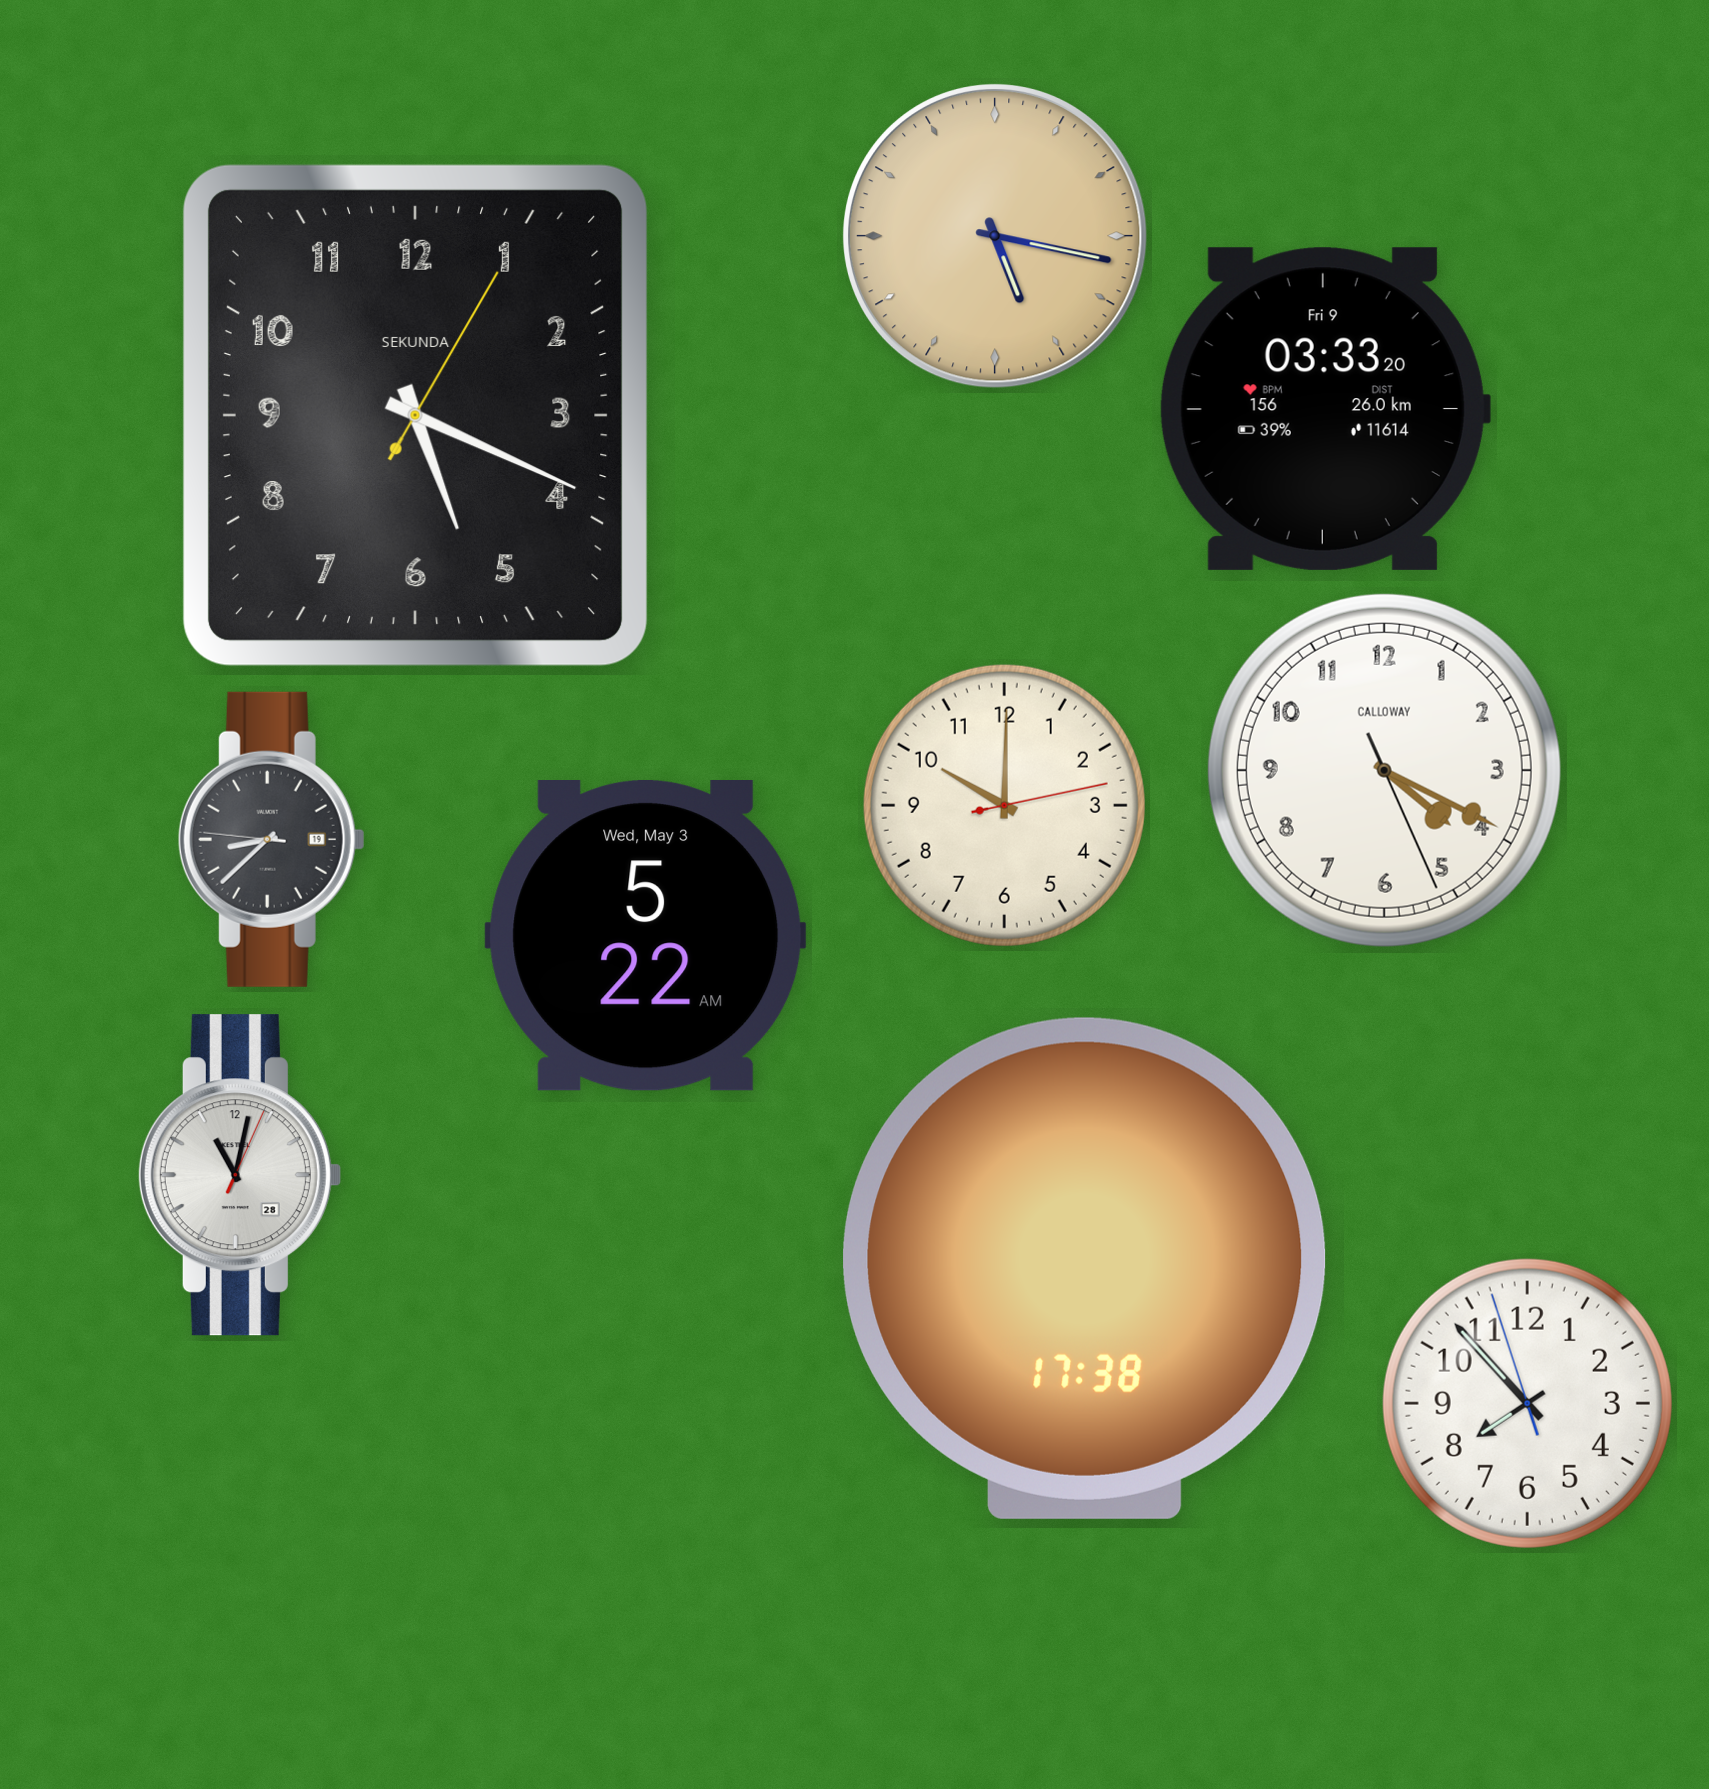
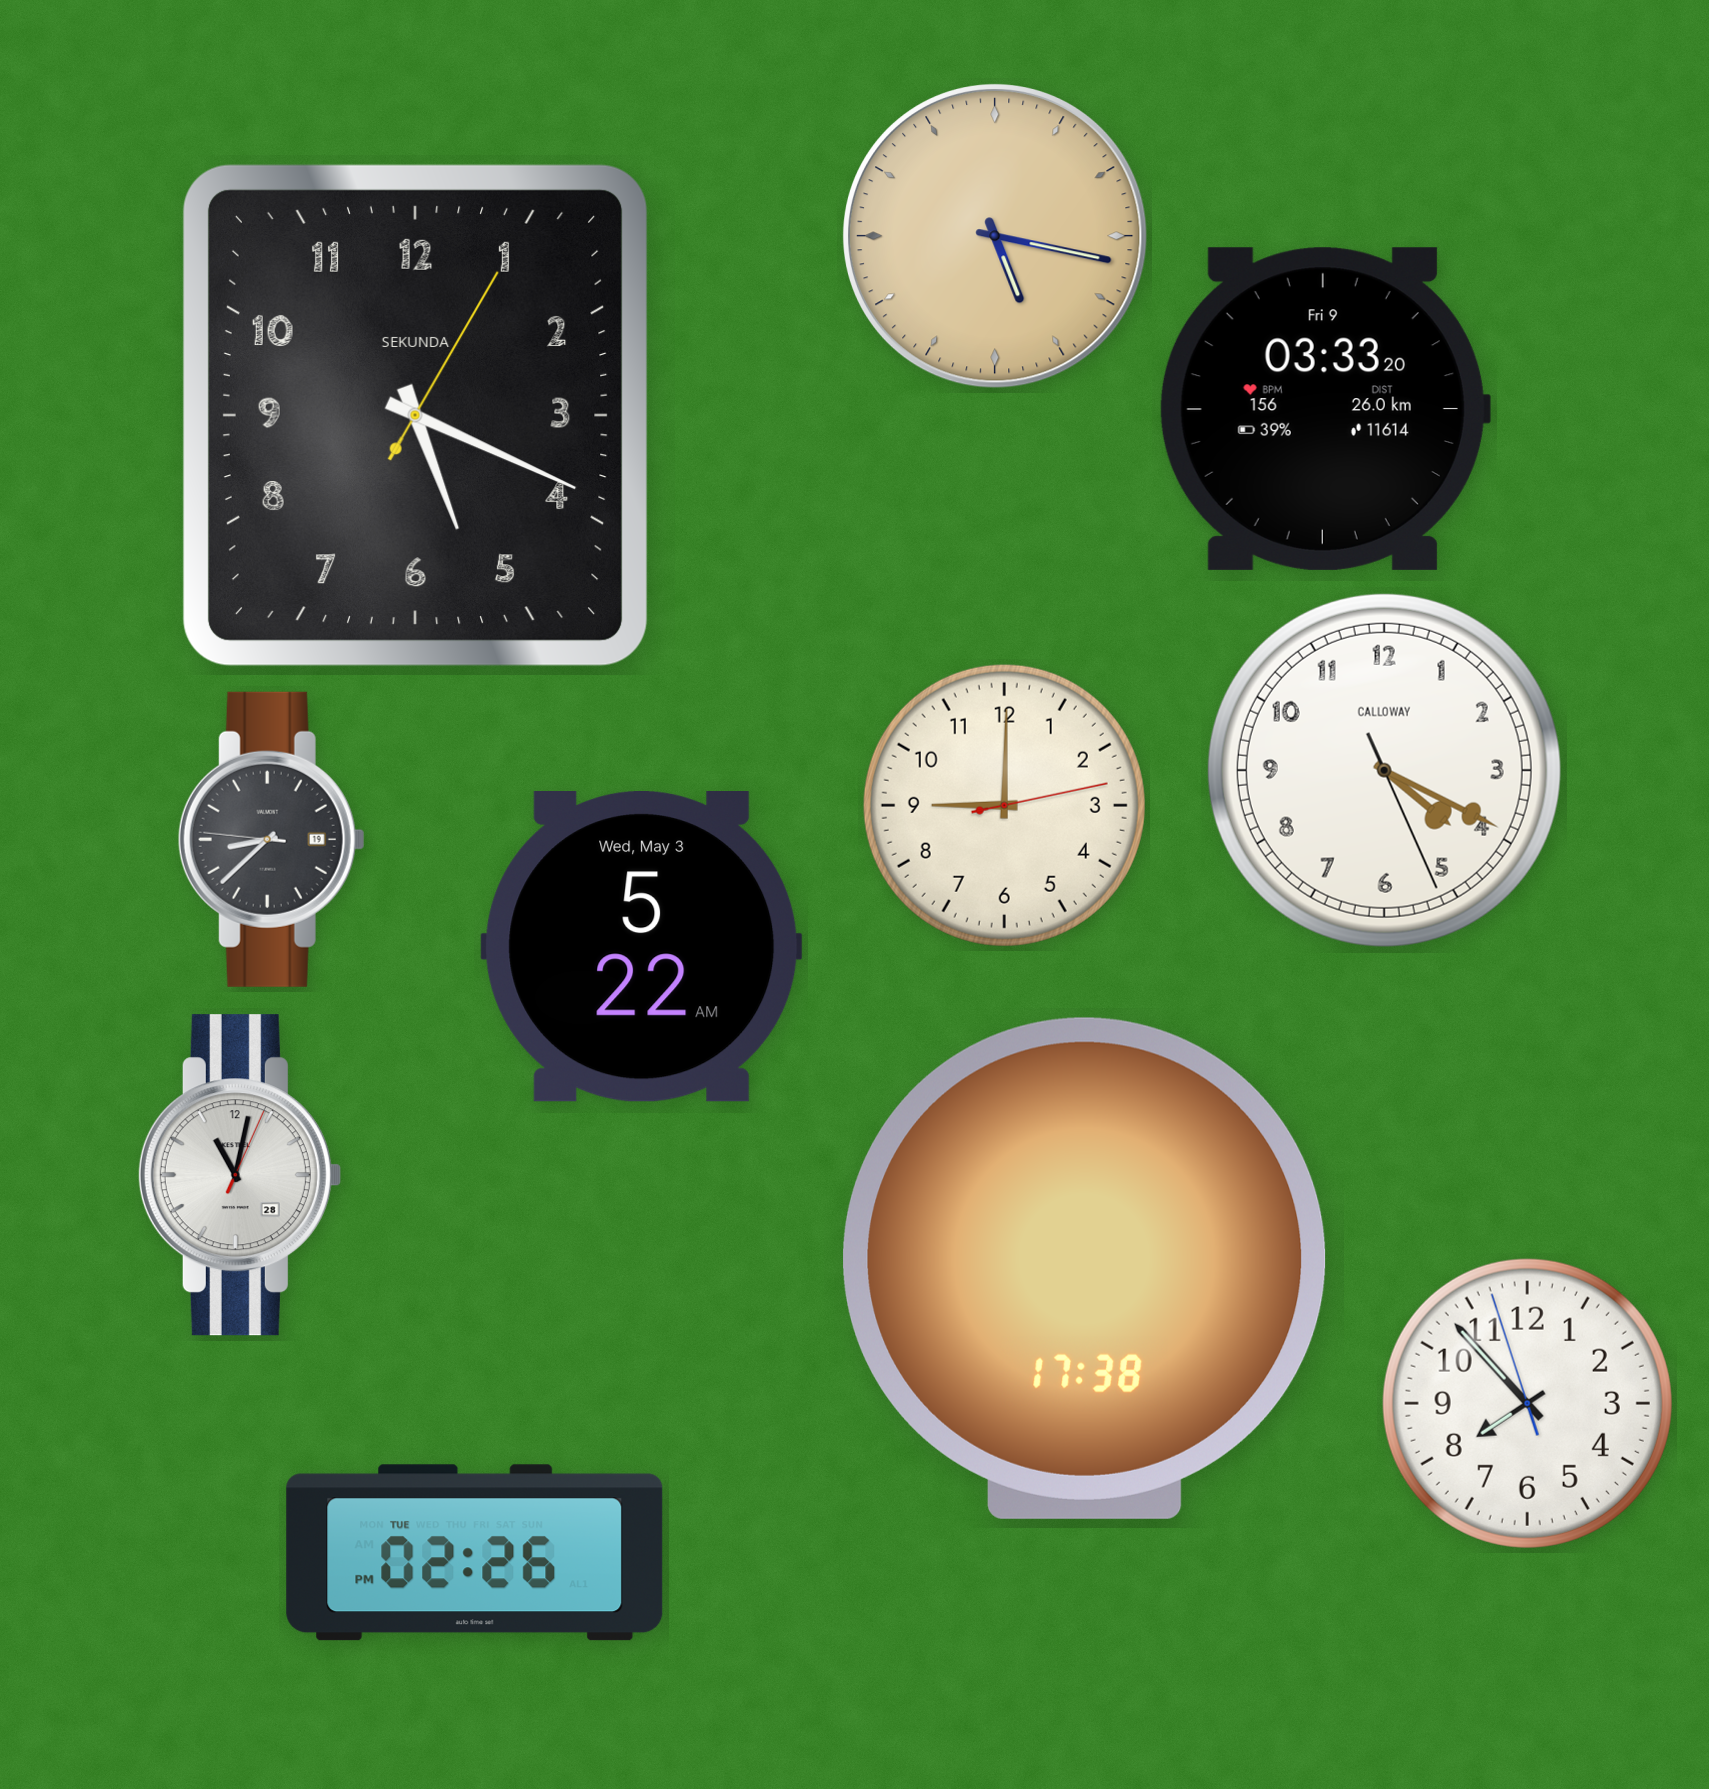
clock at (1004, 805): 10:00 -> 9:00
clock at (646, 936) position: (646, 936) -> (642, 947)
clock at (475, 1553): none -> 02:26
